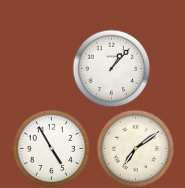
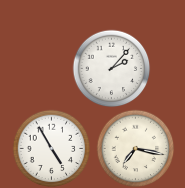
clock at (111, 68): 1:07 -> 2:07
clock at (135, 148): 7:09 -> 7:17
